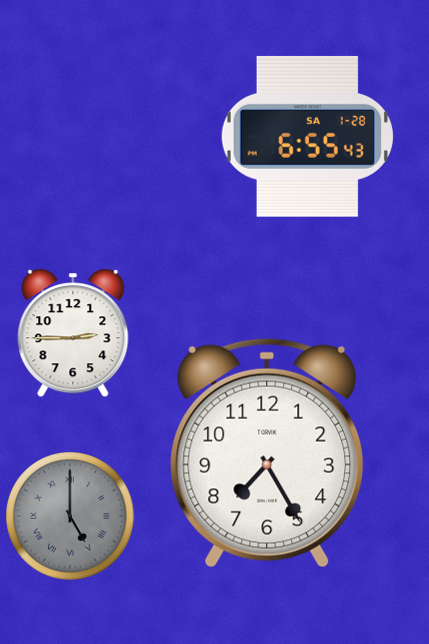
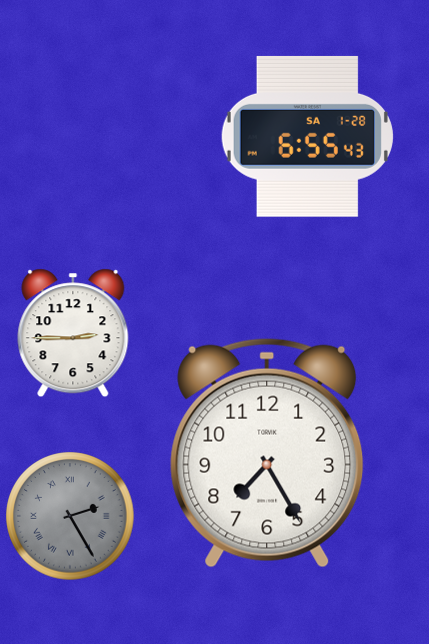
clock at (70, 516): 5:00 -> 2:25
